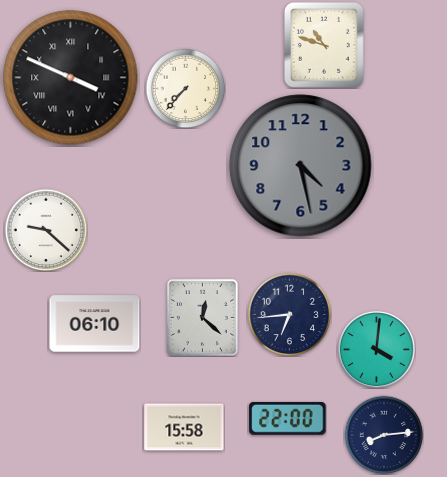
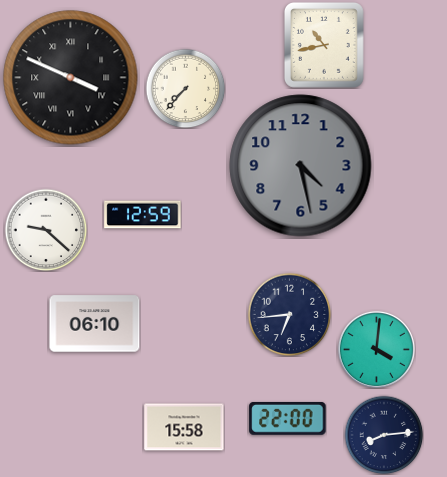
clock at (324, 45): 10:48 -> 10:43
clock at (143, 215): none -> 12:59
clock at (202, 317): 12:22 -> none
